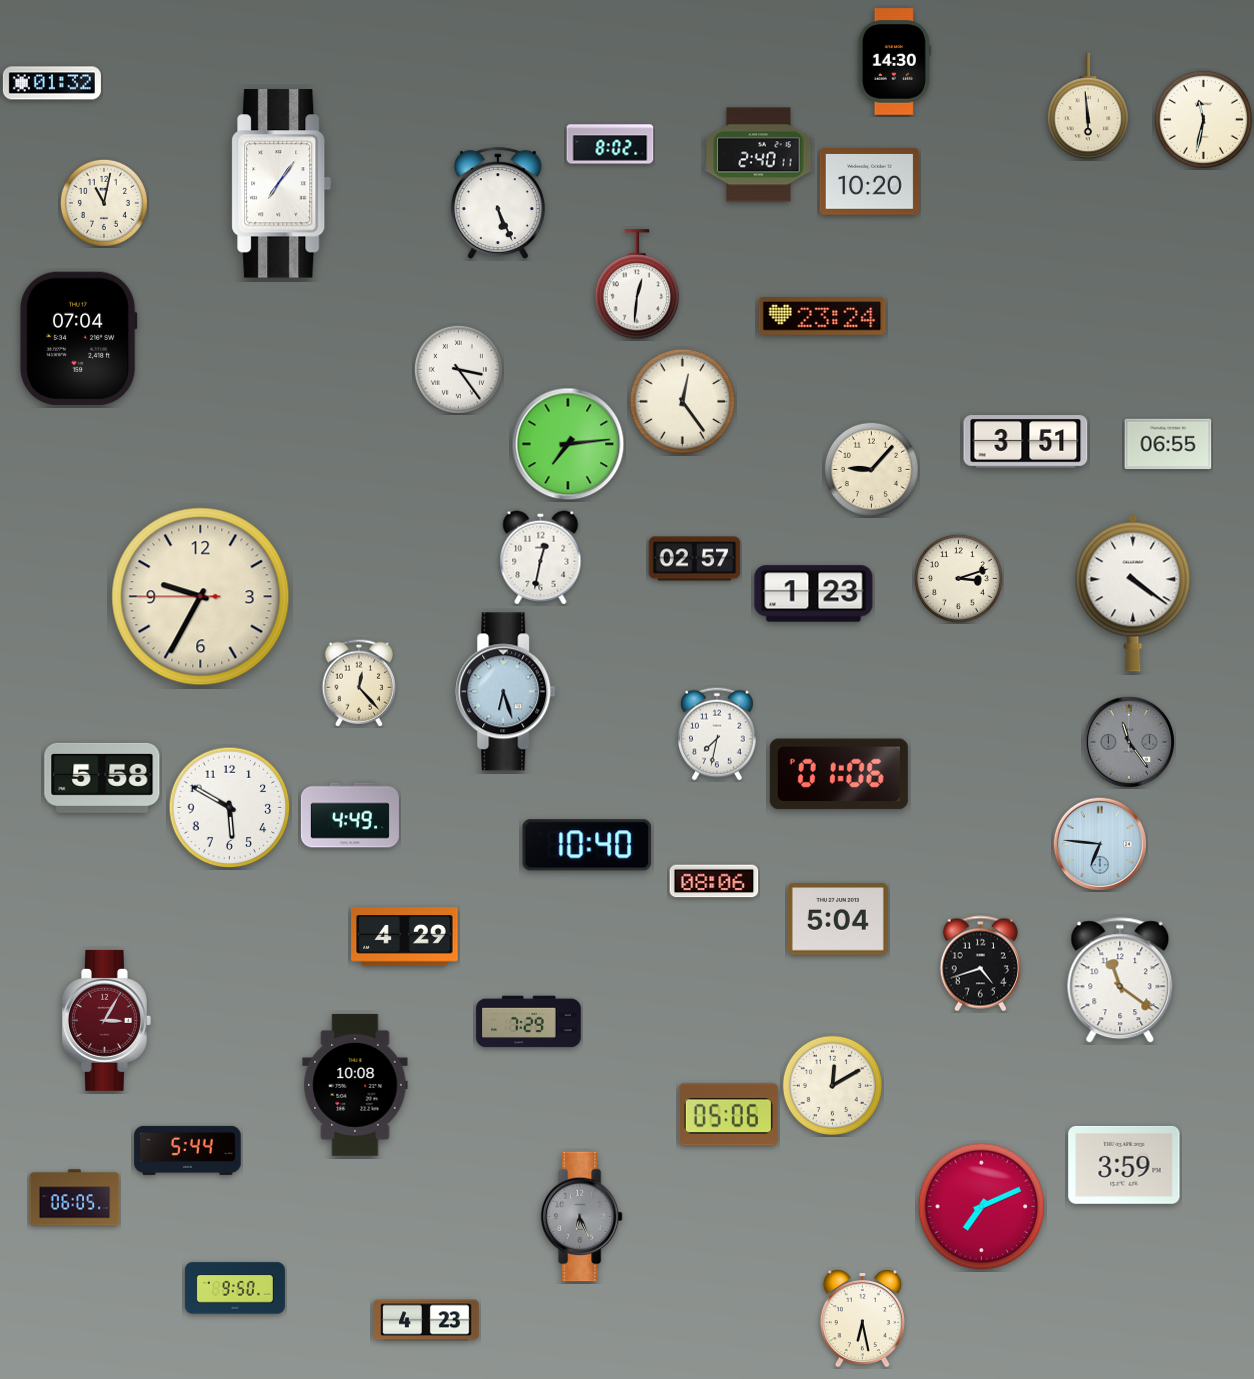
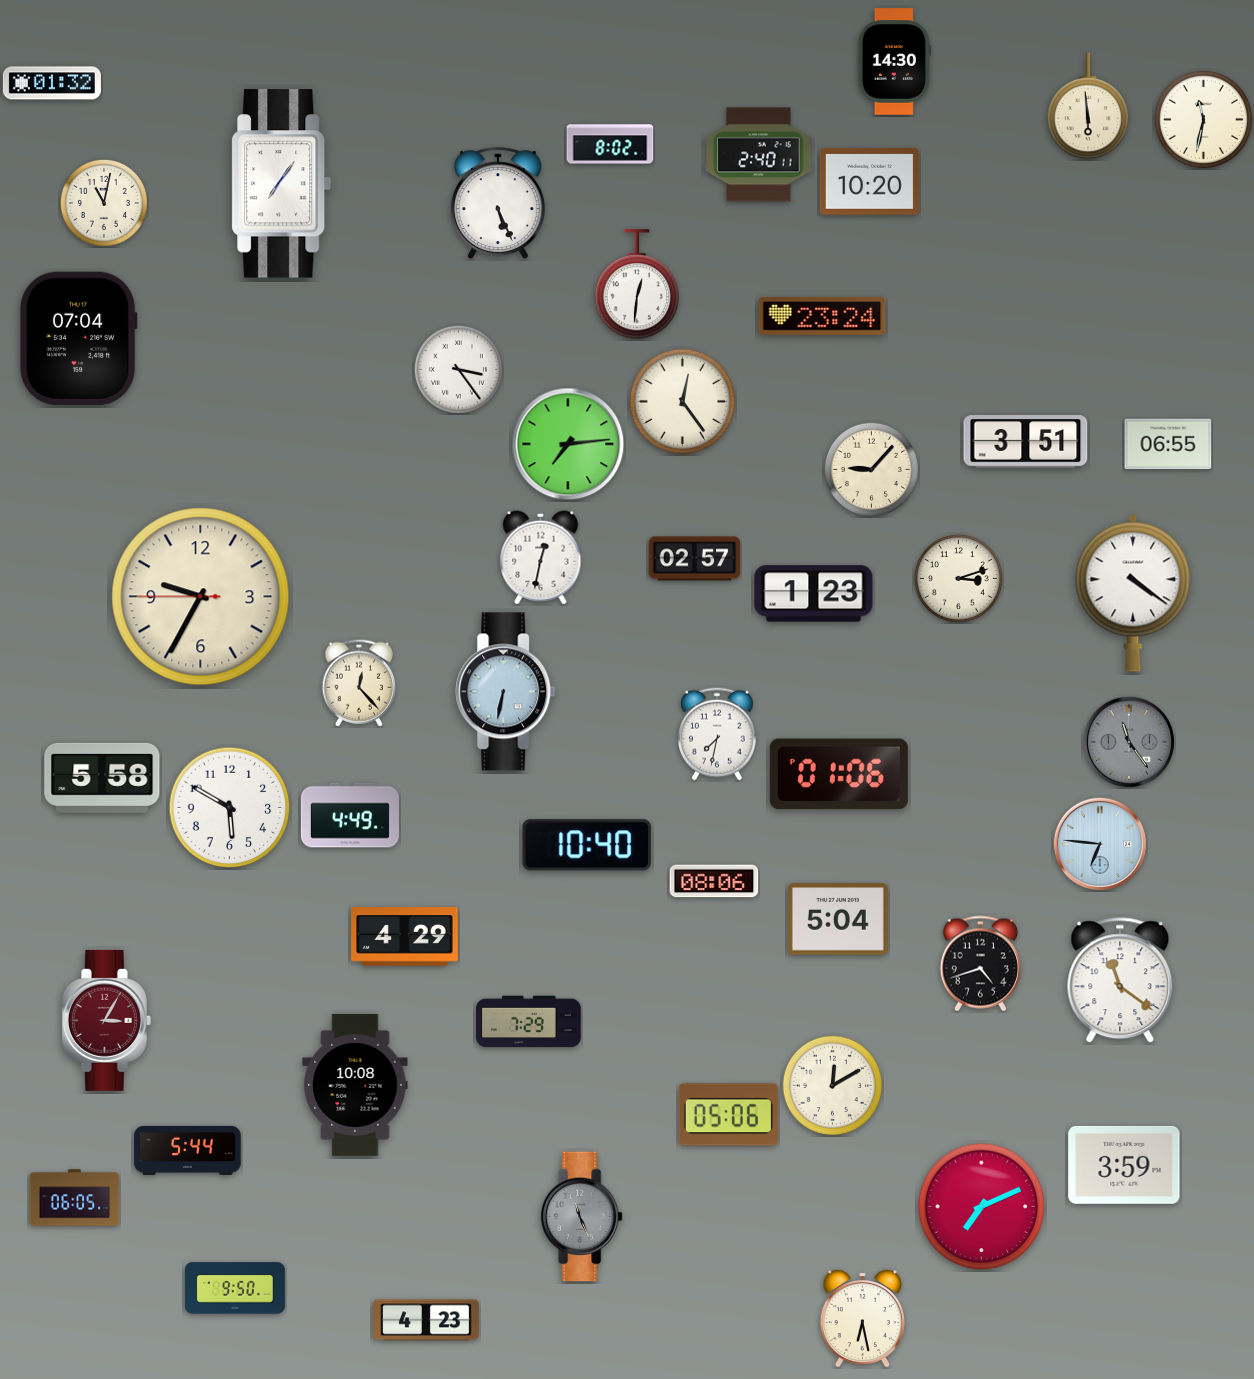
clock at (506, 692): 6:27 -> 6:32
clock at (581, 1217): 6:26 -> 11:26
